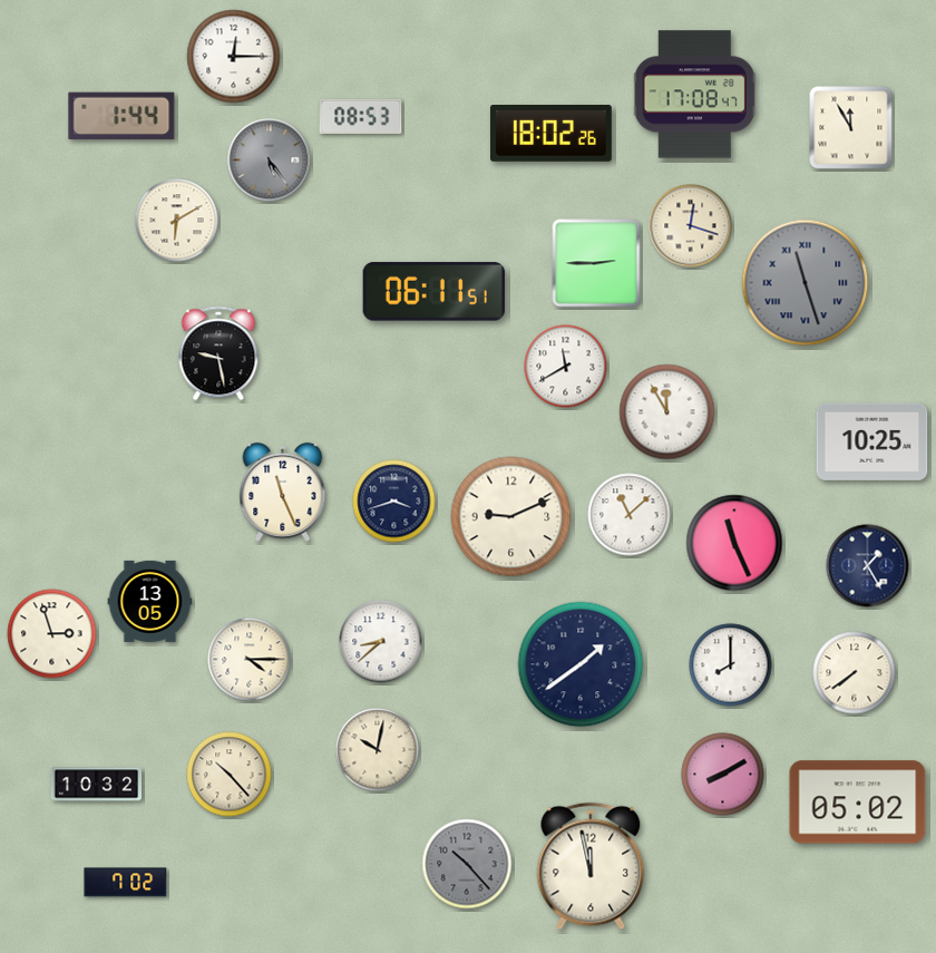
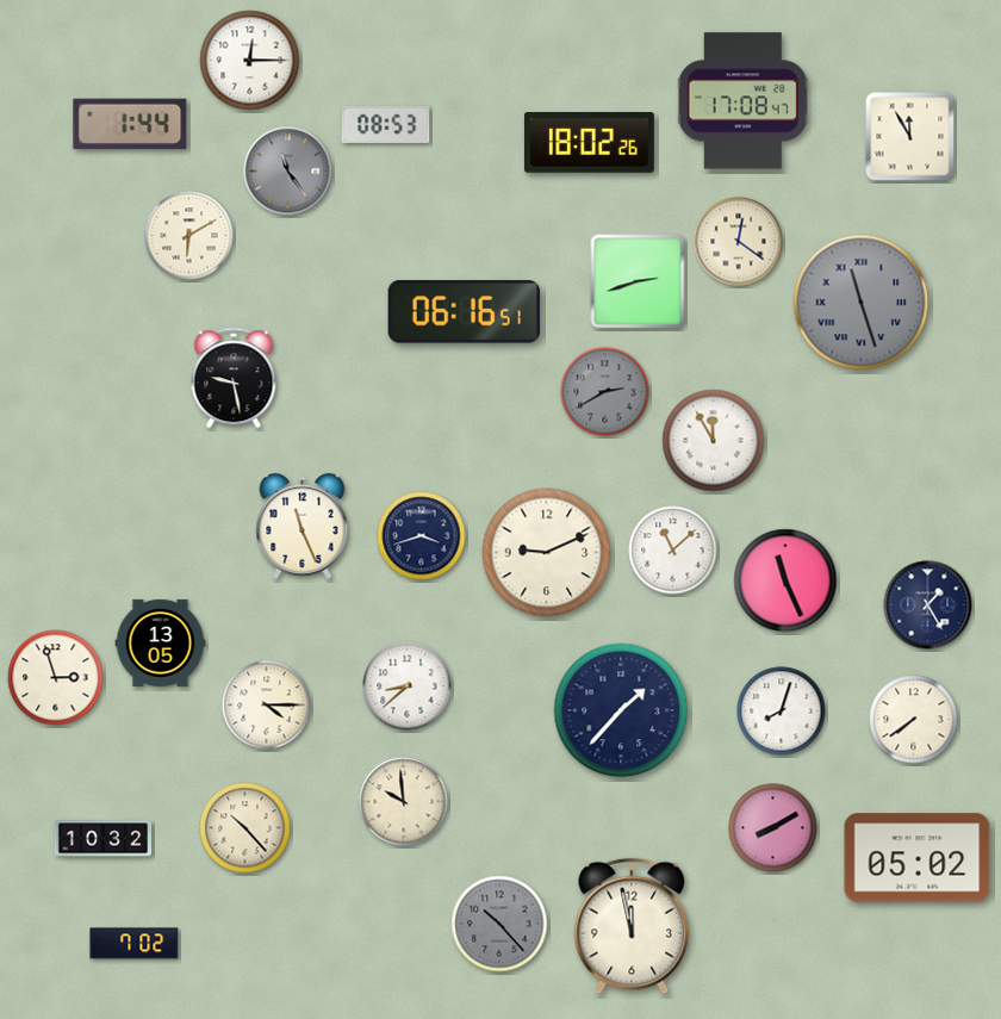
clock at (270, 161): 5:24 -> 11:24
clock at (691, 226): 12:18 -> 12:21
clock at (596, 263): 2:45 -> 2:42
clock at (433, 292): 06:11 -> 06:16
clock at (566, 367): 11:40 -> 2:40
clock at (566, 367) dial: white -> grey
clock at (872, 441): 10:25 -> none
clock at (581, 664): 1:39 -> 1:37
clock at (731, 665): 8:00 -> 8:03
clock at (378, 750): 10:02 -> 9:59
